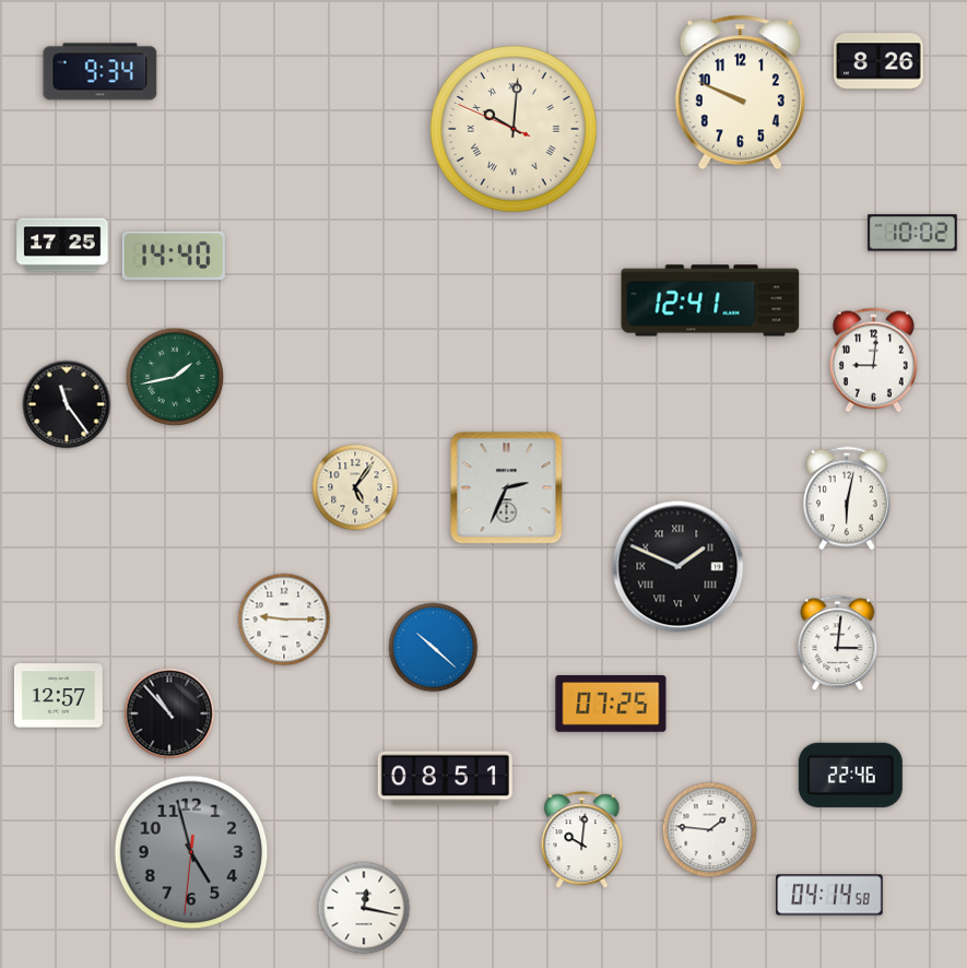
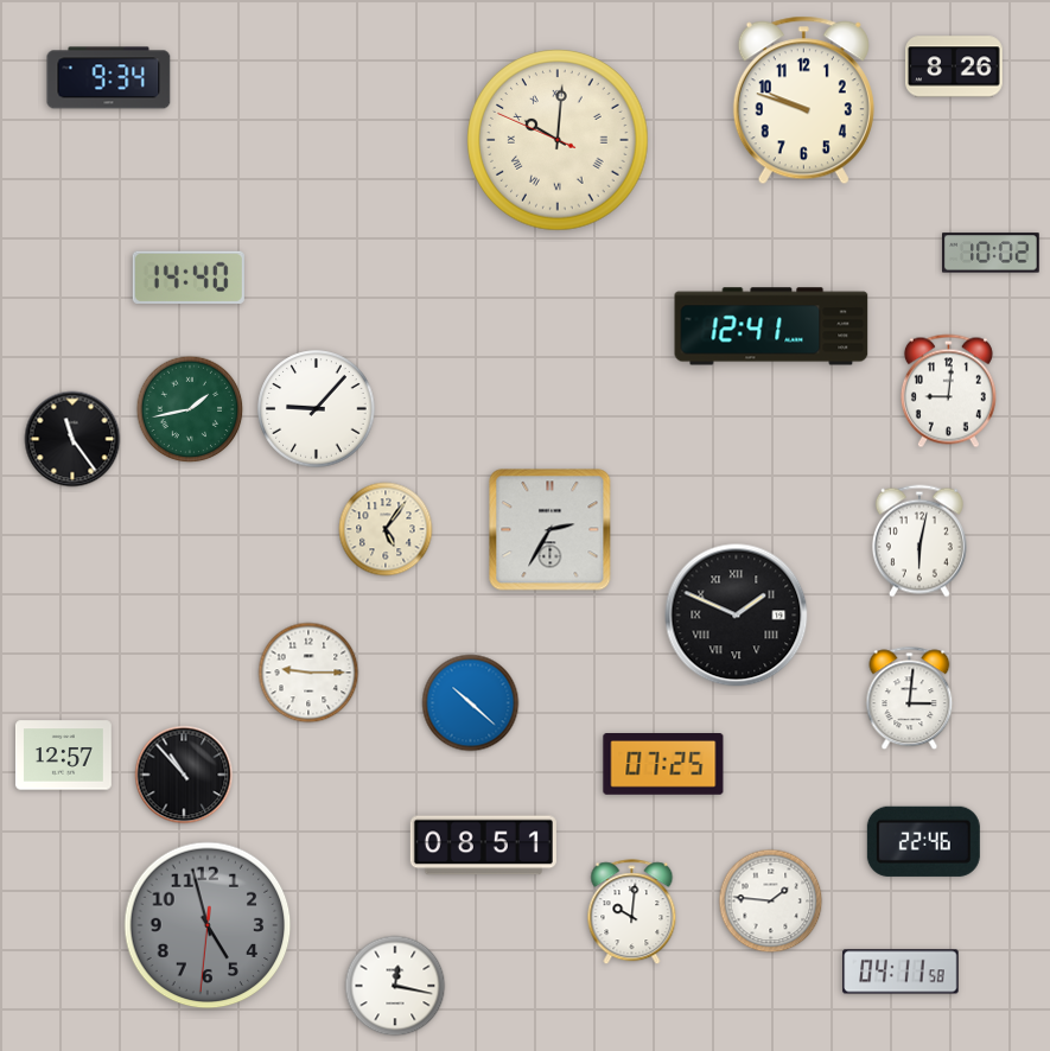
clock at (740, 93): 9:49 -> 9:48
clock at (62, 245): 17:25 -> none
clock at (317, 409): none -> 9:07
clock at (507, 488): 2:34 -> 2:35
clock at (829, 895): 04:14 -> 04:11
